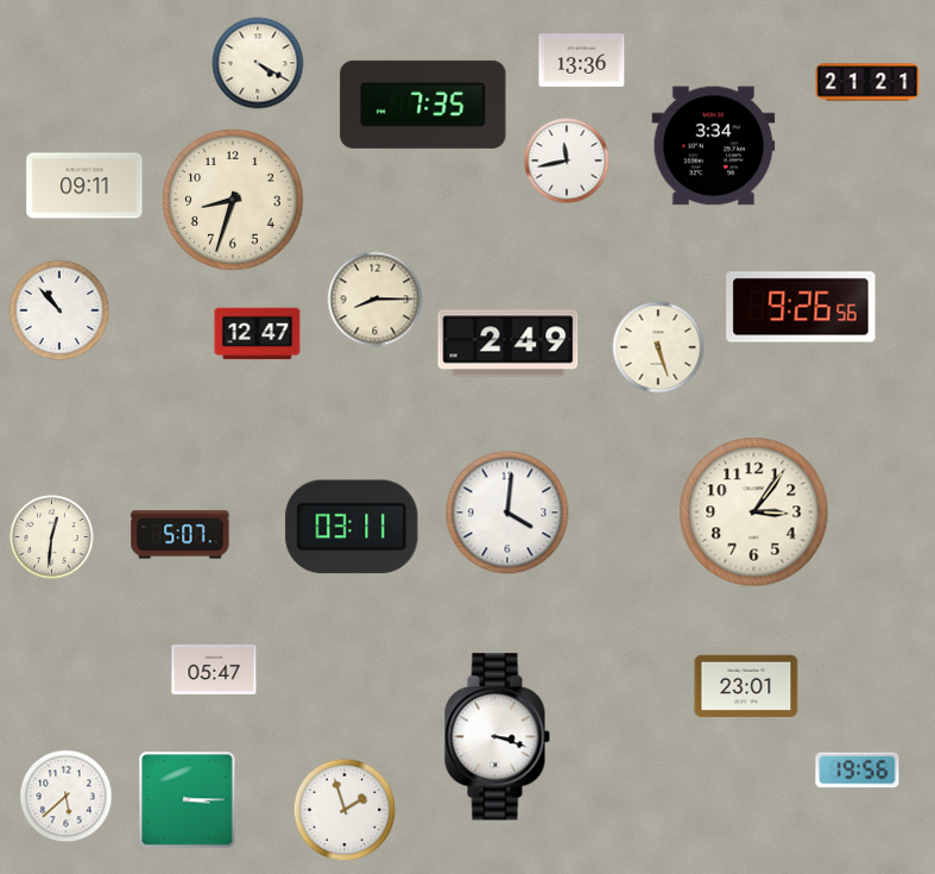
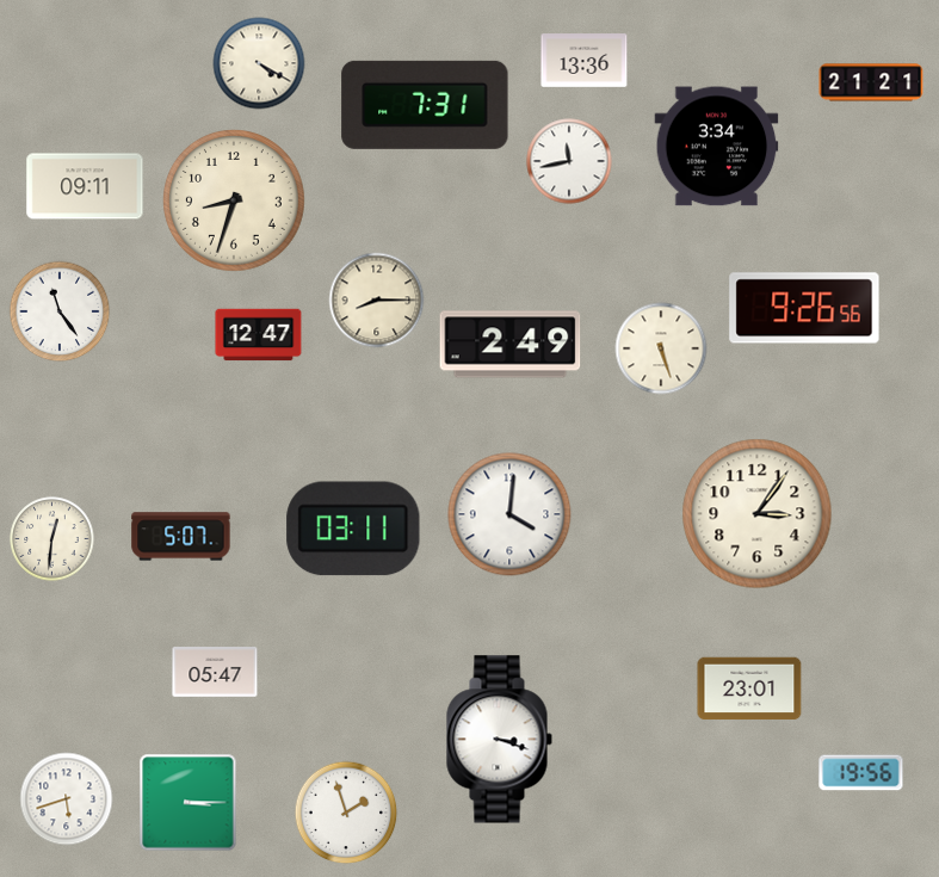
clock at (423, 105): 7:35 -> 7:31
clock at (59, 310): 10:53 -> 11:24
clock at (67, 797): 5:38 -> 5:42
